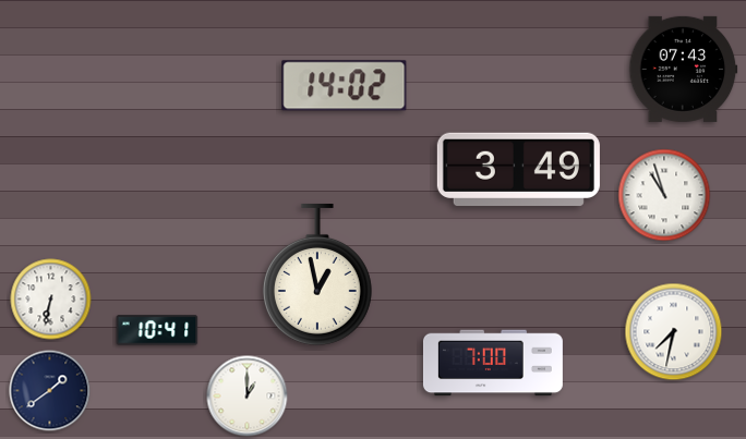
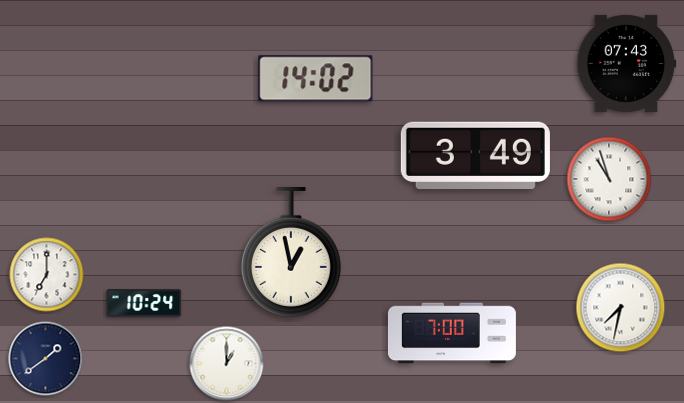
clock at (51, 300): 6:32 -> 7:00
clock at (157, 330): 10:41 -> 10:24
clock at (674, 332) position: (674, 332) -> (621, 308)
